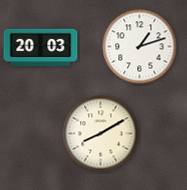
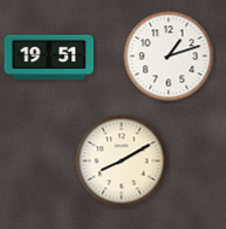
clock at (41, 48): 20:03 -> 19:51
